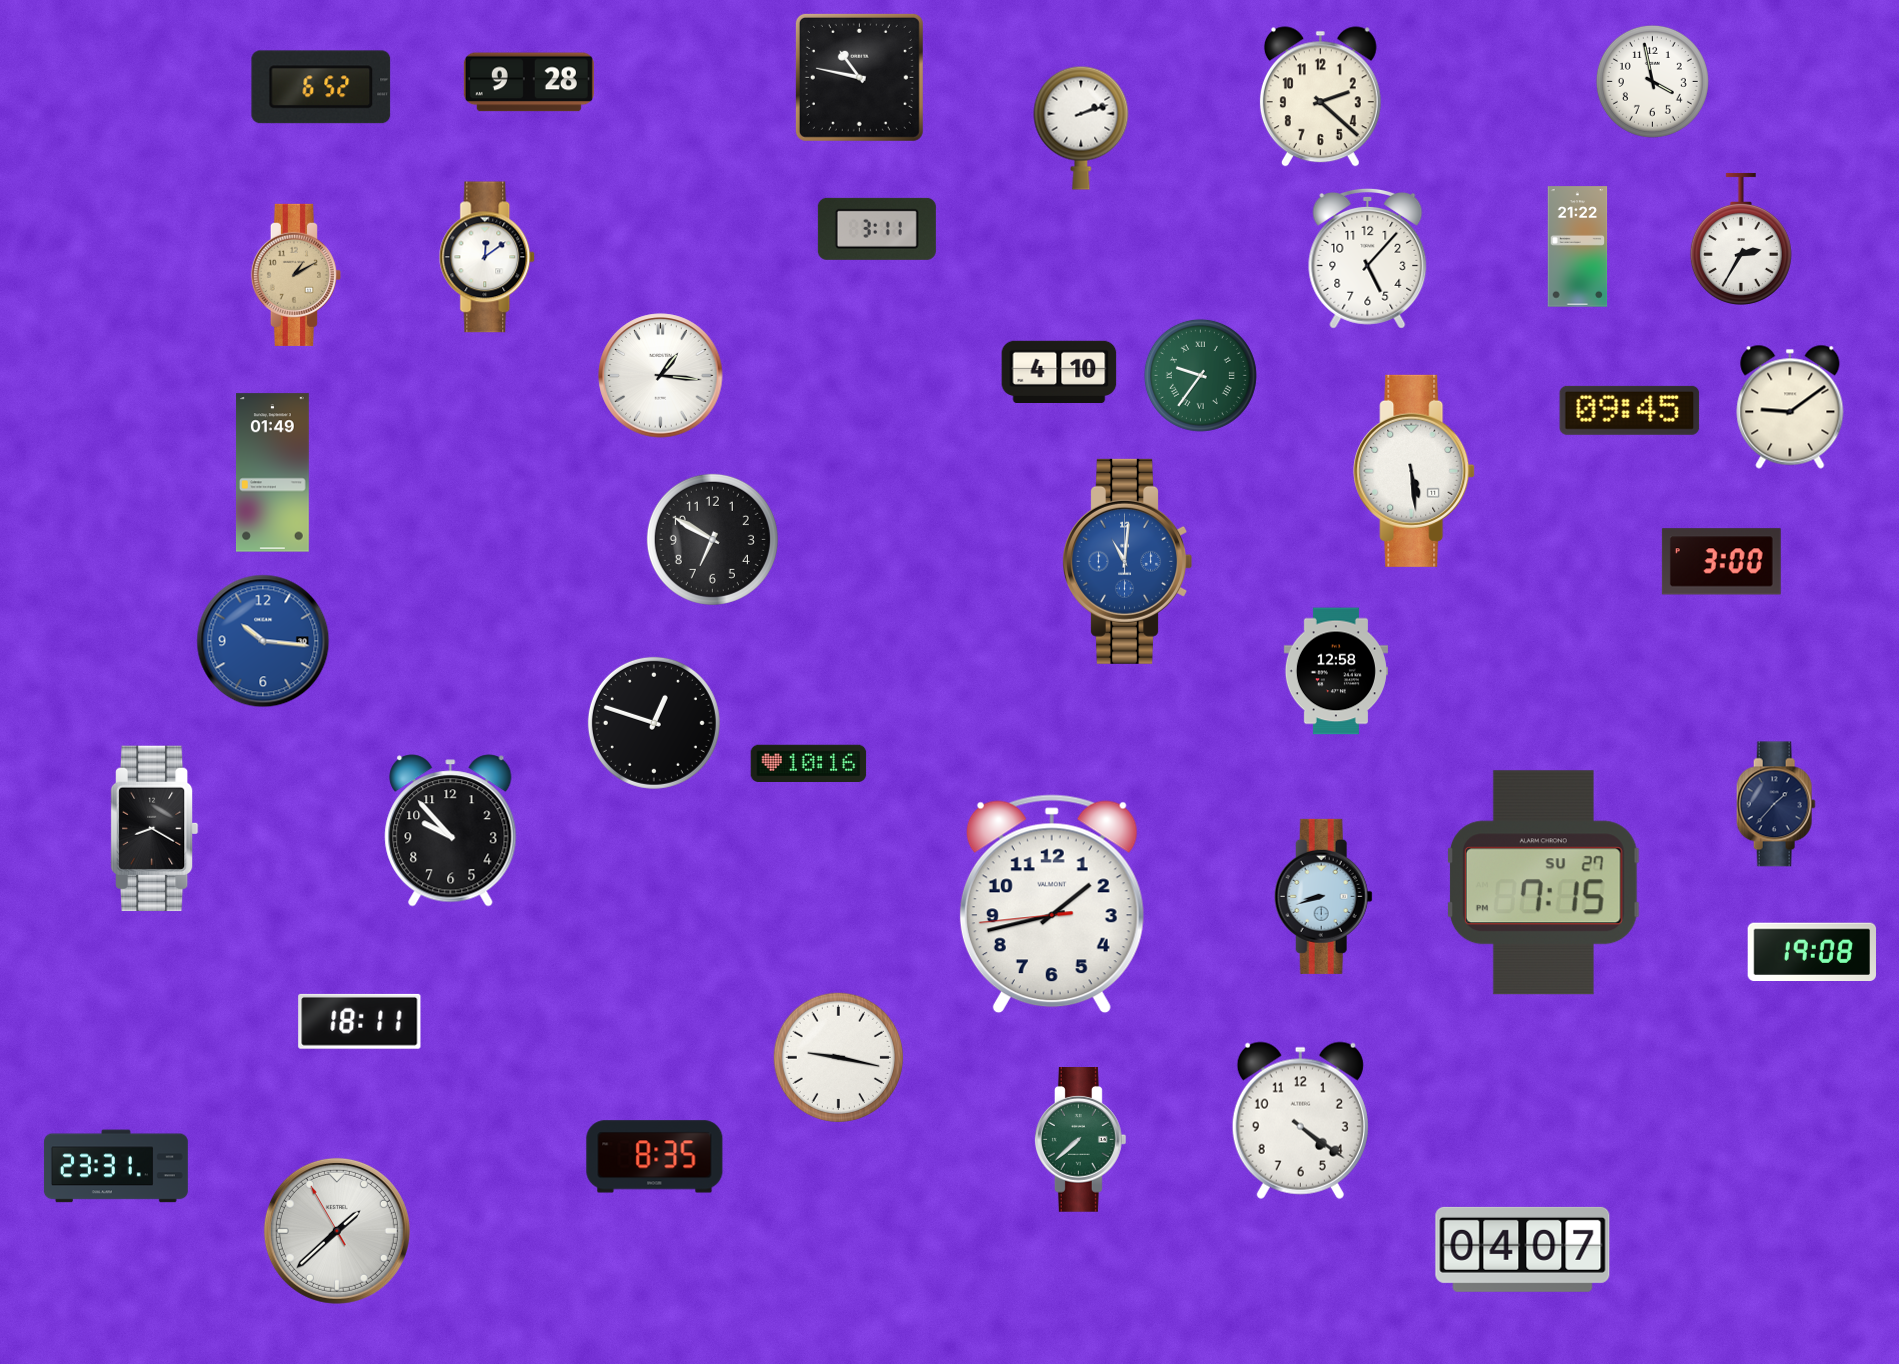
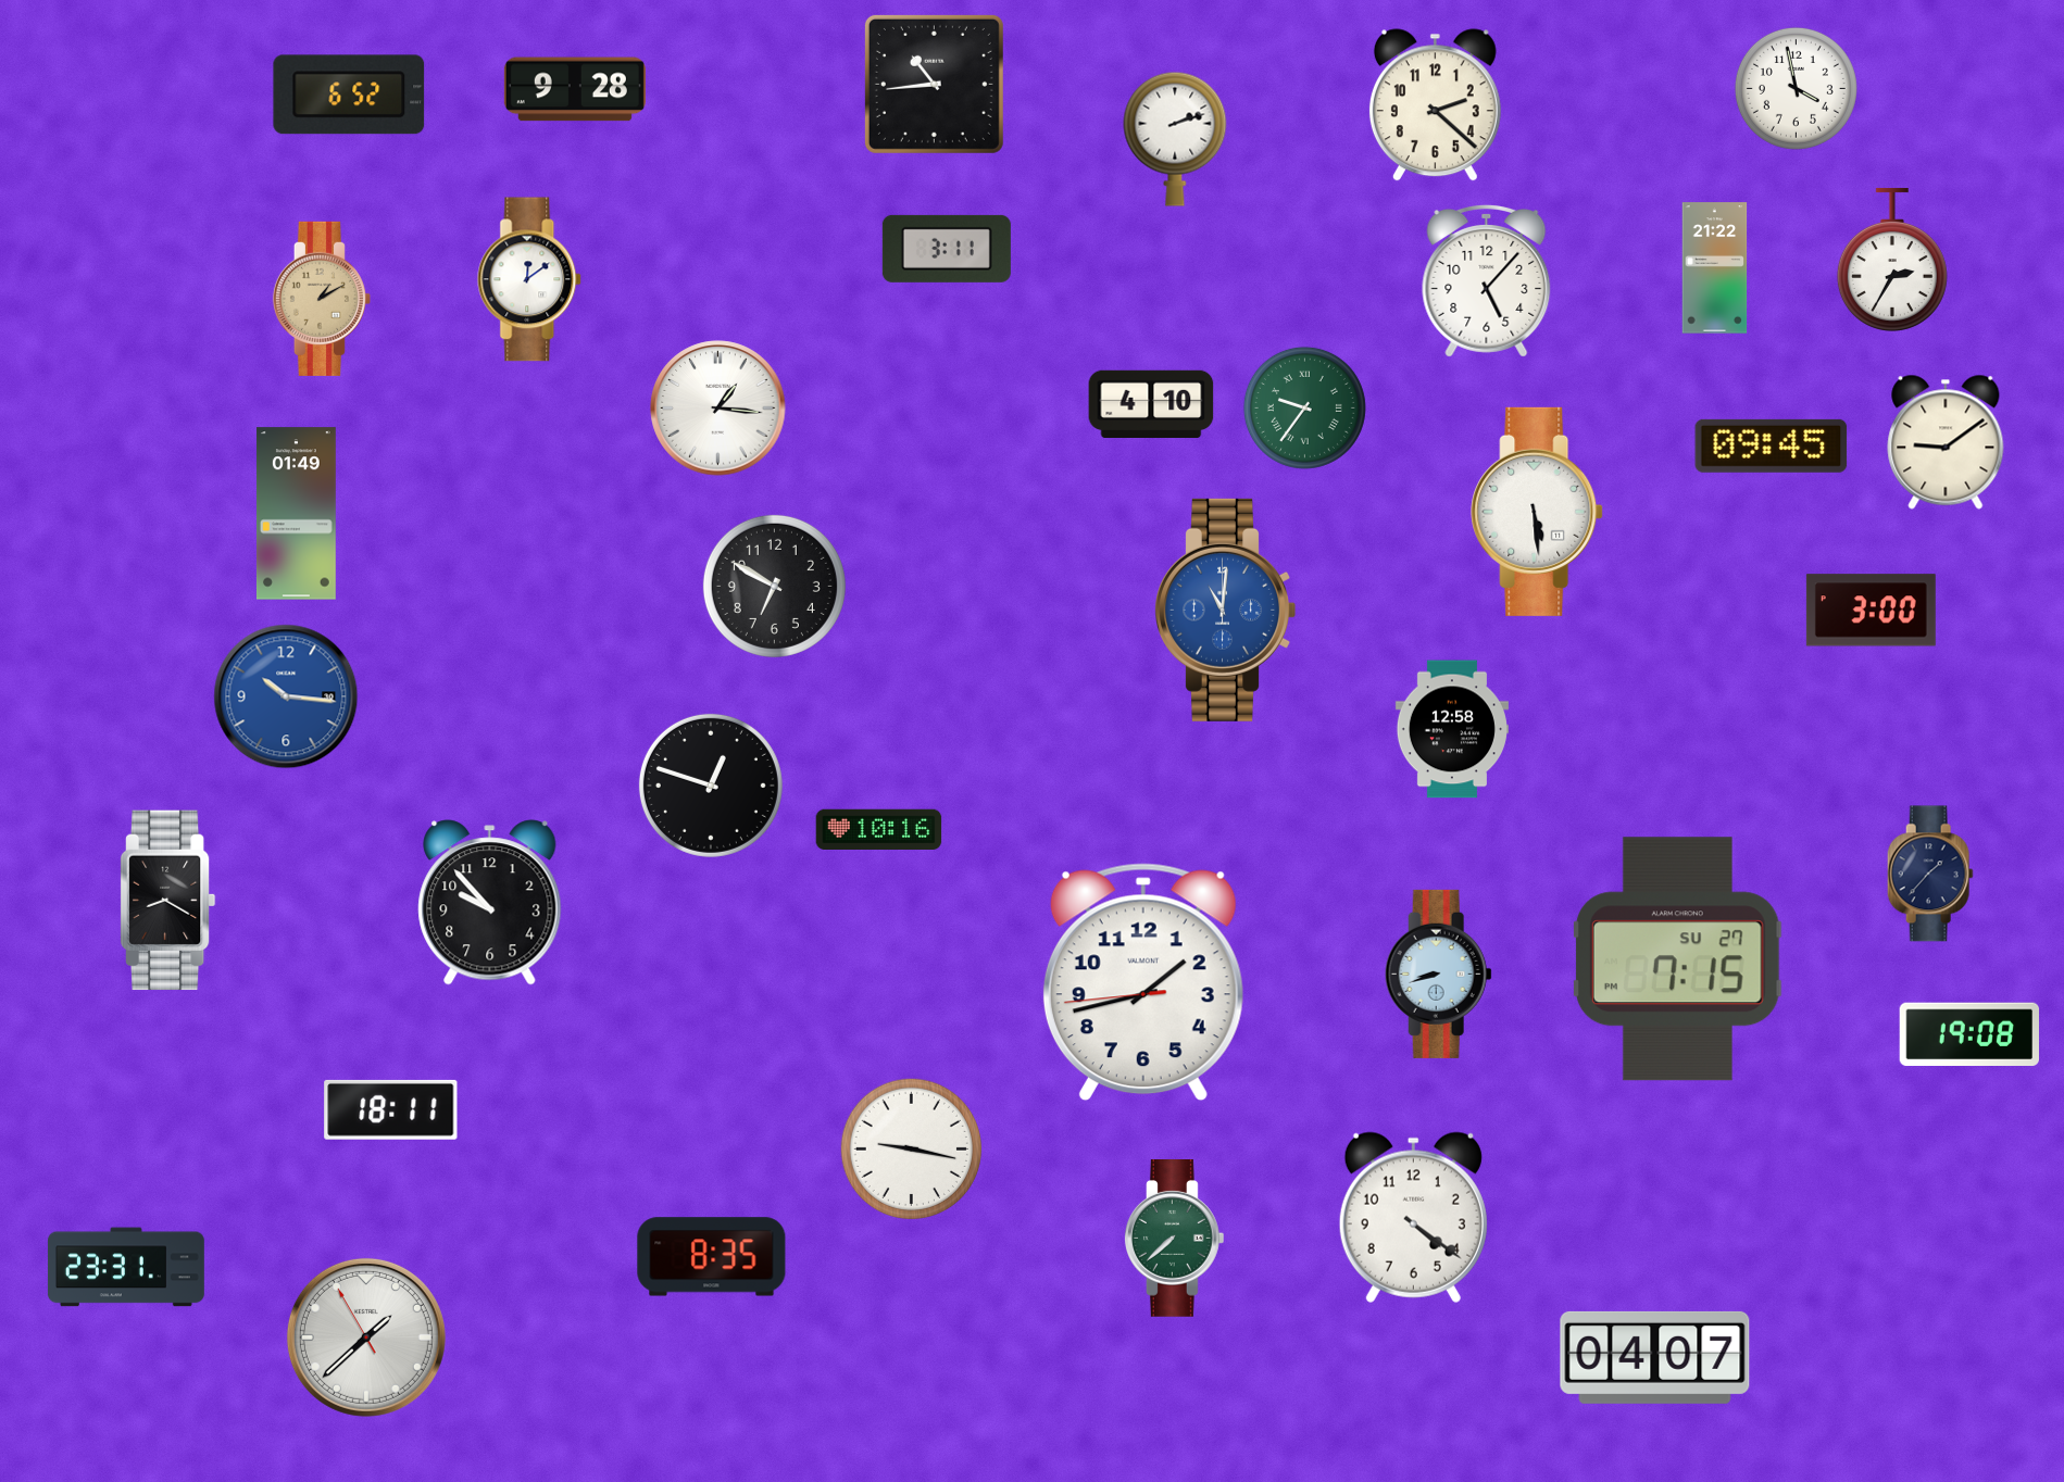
clock at (859, 77): 10:47 -> 10:44
clock at (877, 229) position: (877, 229) -> (947, 249)
